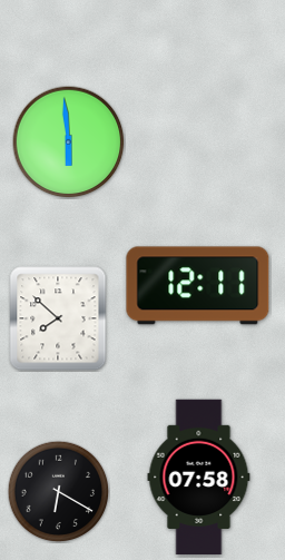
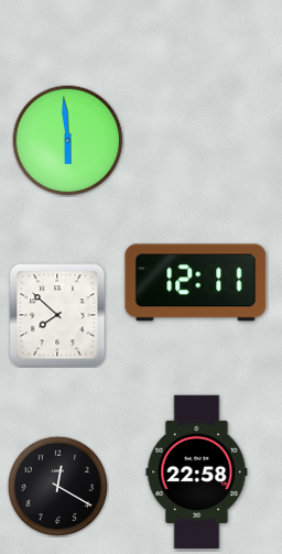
clock at (199, 478): 07:58 -> 22:58
clock at (58, 491): 6:20 -> 12:20
